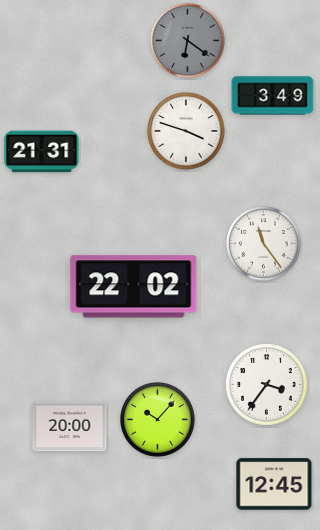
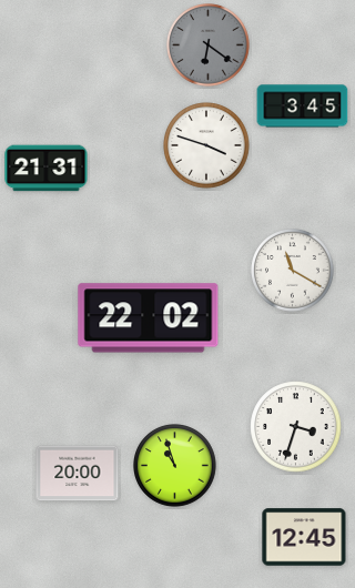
clock at (273, 96): 3:49 -> 3:45
clock at (264, 244): 11:24 -> 11:20
clock at (267, 385): 3:36 -> 3:33
clock at (158, 420): 10:07 -> 10:57
